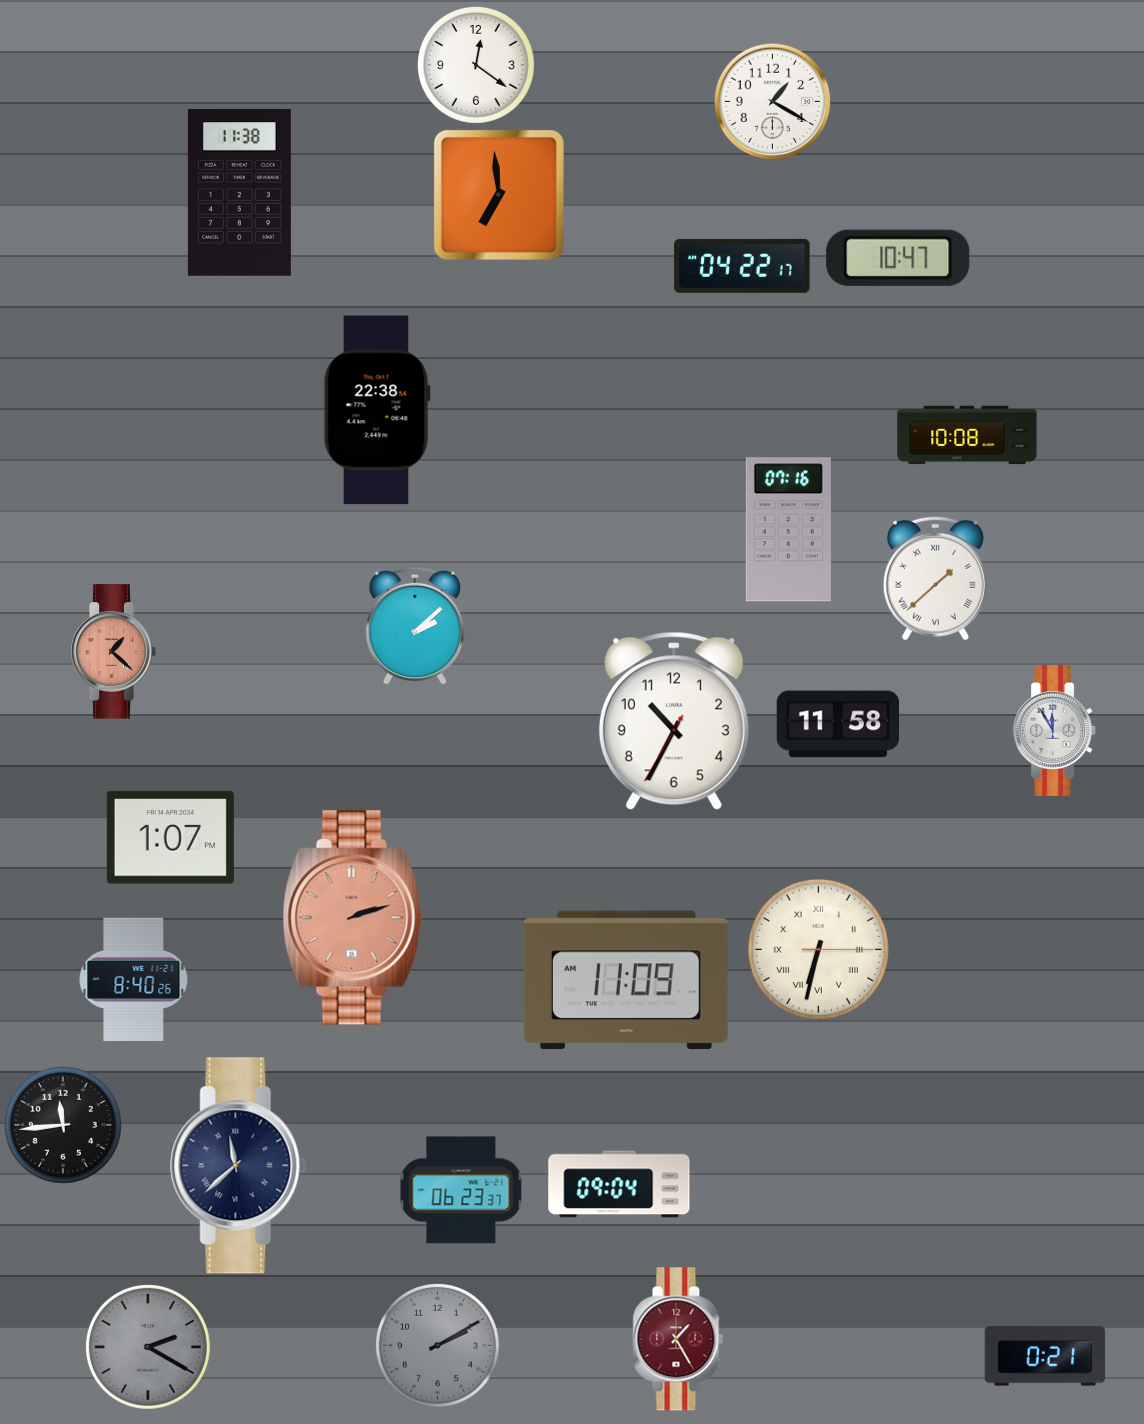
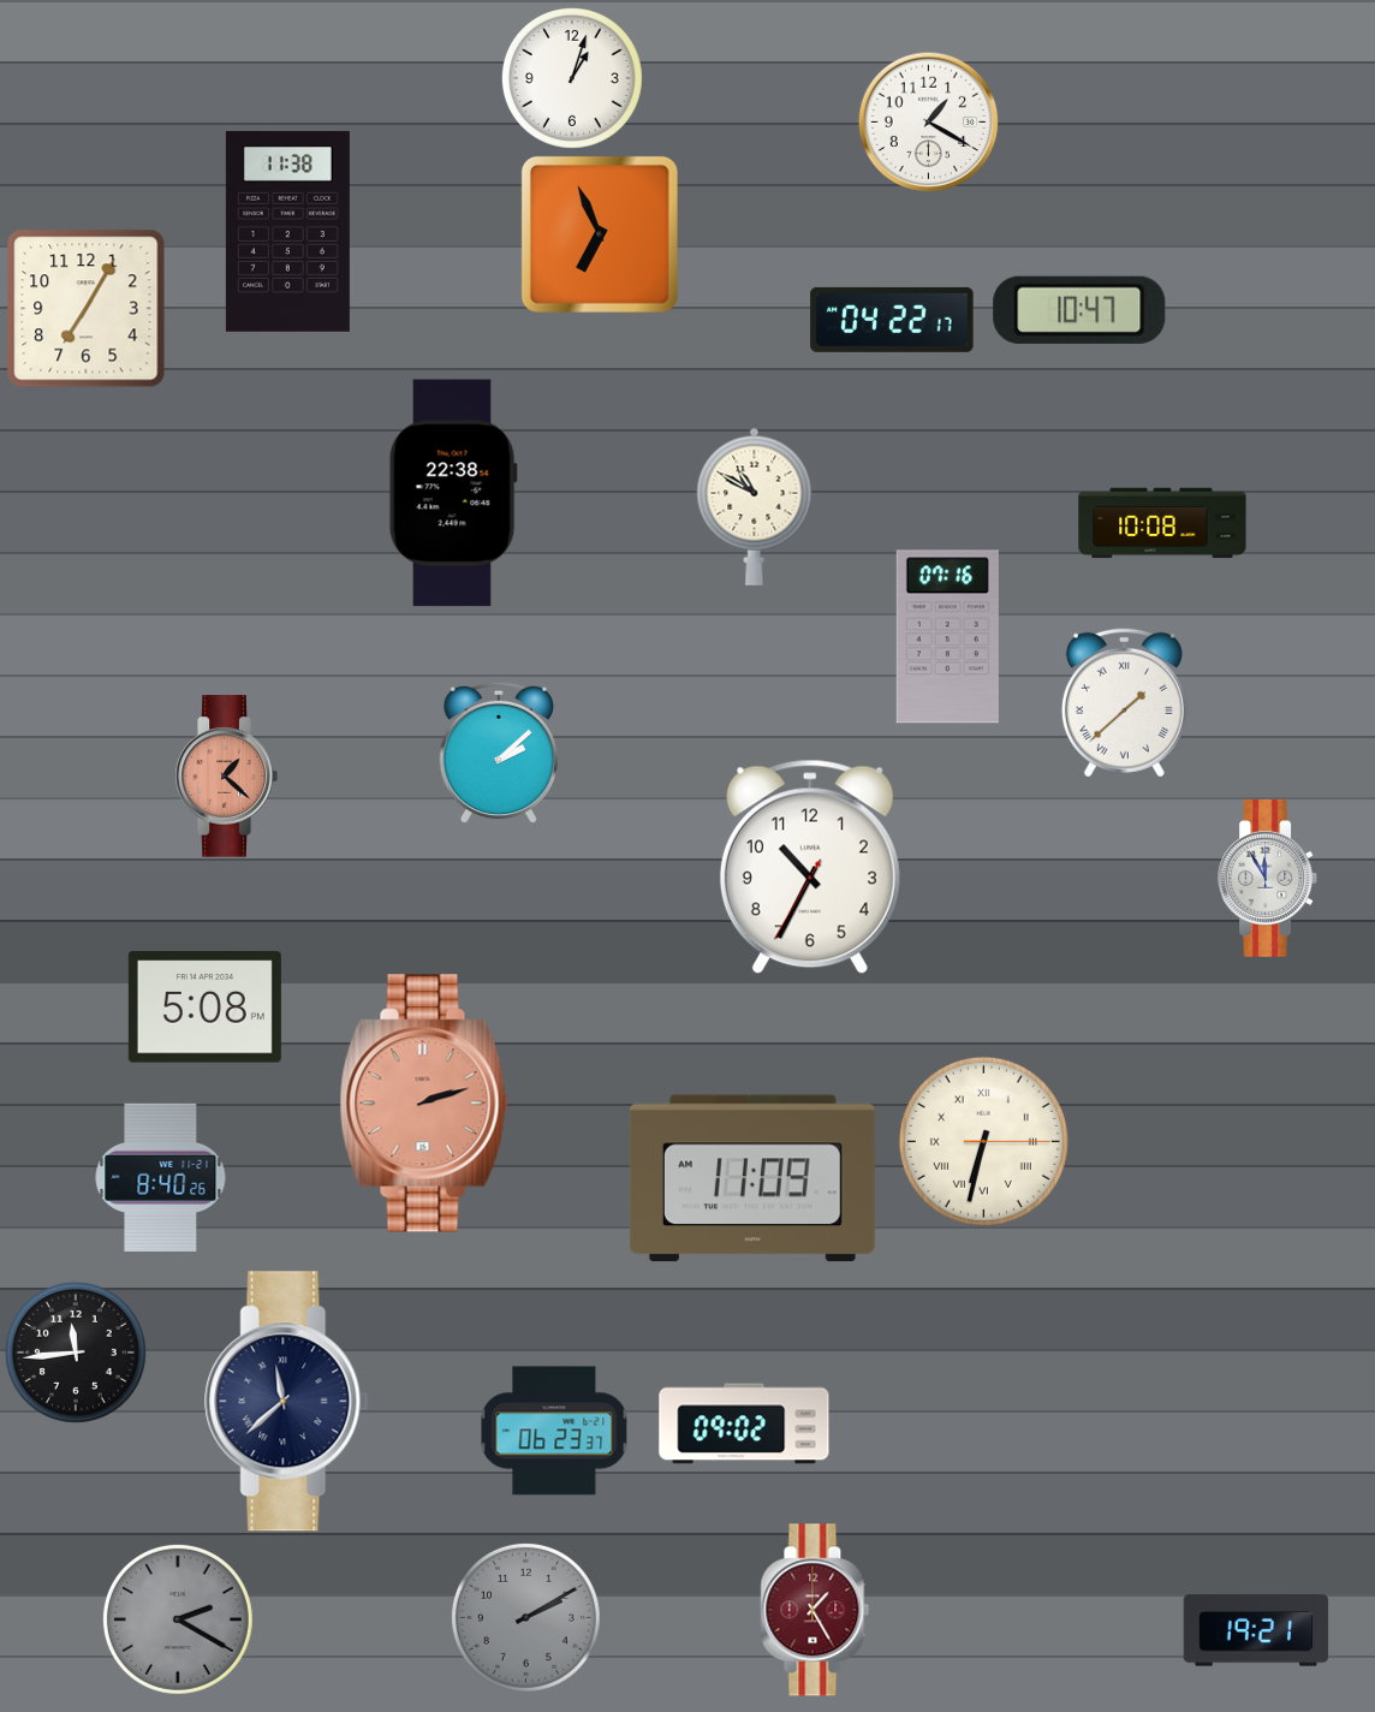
clock at (476, 65): 12:21 -> 1:03
clock at (499, 195): 6:59 -> 6:56
clock at (87, 309): none -> 7:05
clock at (755, 506): none -> 10:50
clock at (935, 578) position: (935, 578) -> (1124, 702)
clock at (113, 652) position: (113, 652) -> (226, 777)
clock at (837, 724): 11:58 -> none
clock at (170, 838): 1:07 -> 5:08
clock at (619, 1184): 09:04 -> 09:02
clock at (1045, 1356): 0:21 -> 19:21
